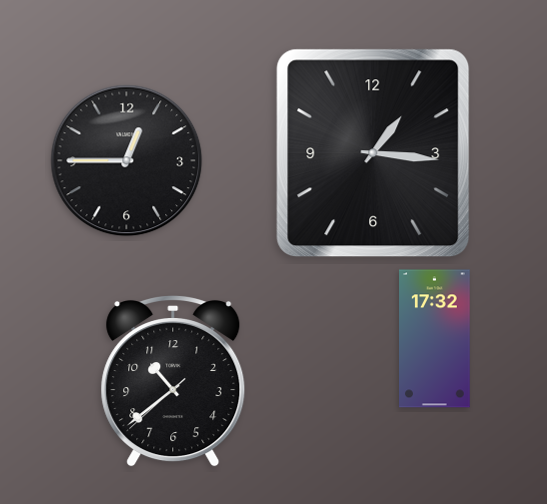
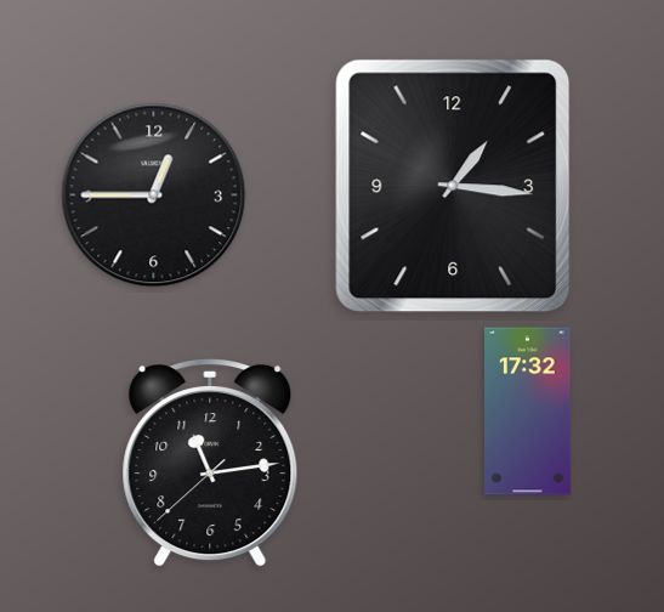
clock at (173, 382): 10:38 -> 11:13
